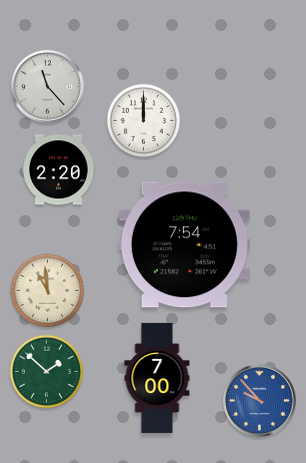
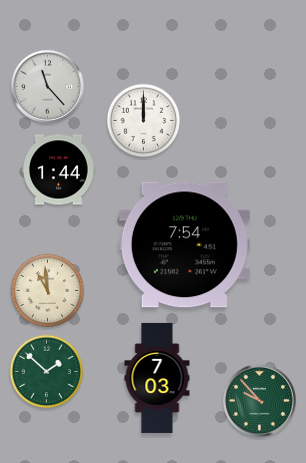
clock at (59, 170): 2:20 -> 1:44
clock at (157, 378): 7:00 -> 7:03
clock at (259, 400) dial: blue -> green
